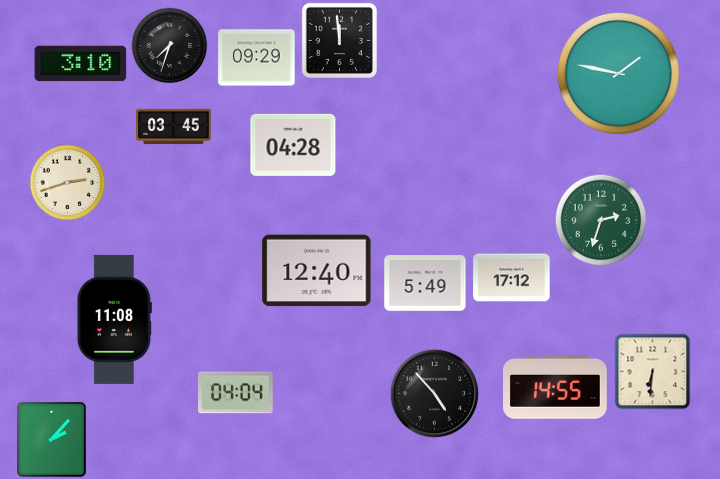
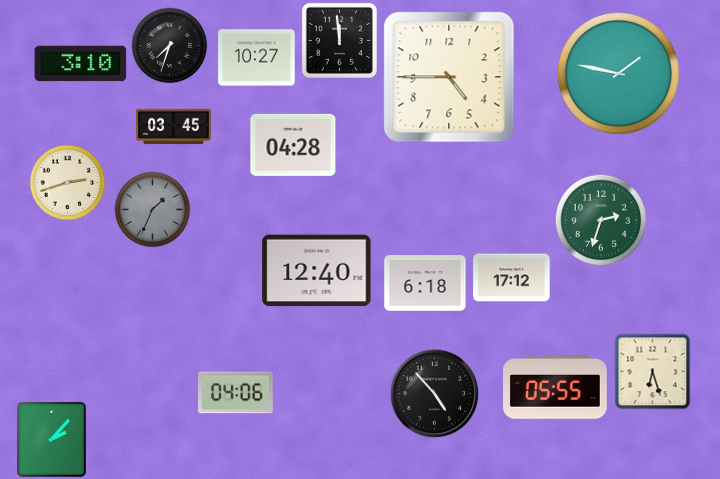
clock at (257, 58): 09:29 -> 10:27
clock at (449, 77): none -> 4:45
clock at (153, 210): none -> 1:34
clock at (425, 283): 5:49 -> 6:18
clock at (114, 319): 11:08 -> none
clock at (653, 372): 6:31 -> 6:27
clock at (556, 387): 14:55 -> 05:55
clock at (236, 393): 04:04 -> 04:06
